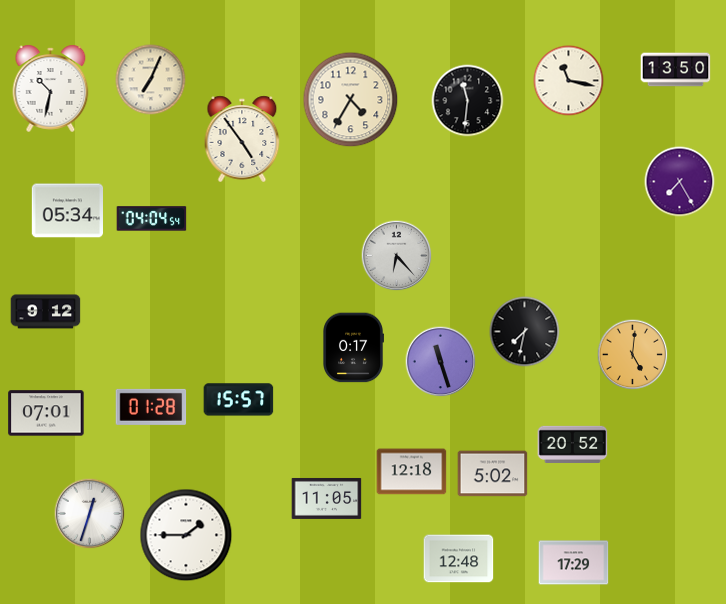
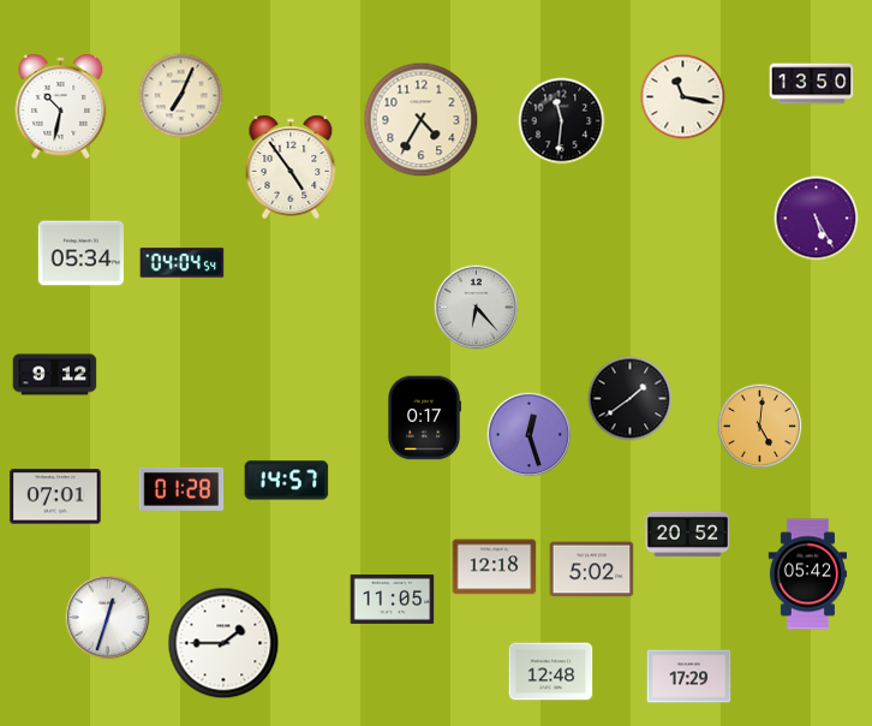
clock at (680, 182): 7:25 -> 5:25
clock at (525, 332): 7:32 -> 1:39
clock at (441, 362): 11:27 -> 12:27
clock at (239, 400): 15:57 -> 14:57
clock at (807, 575): none -> 05:42
